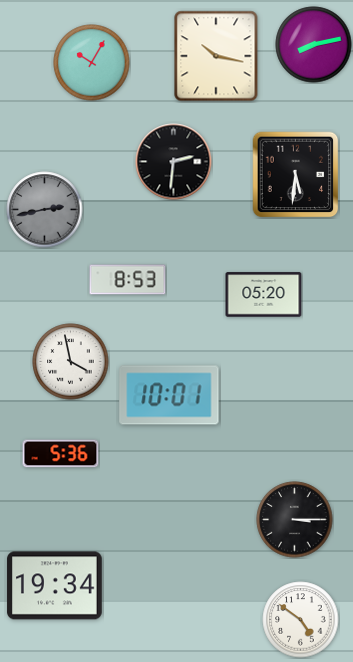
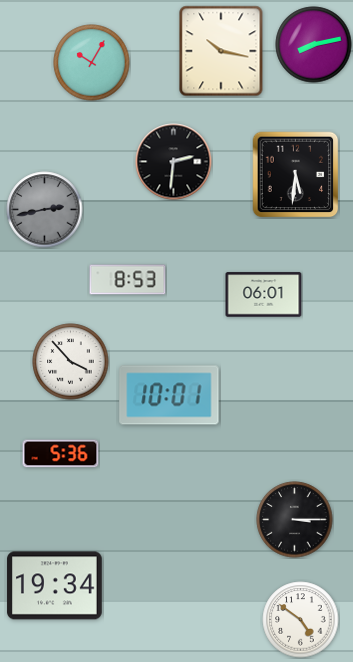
clock at (216, 56) position: (216, 56) -> (221, 51)
clock at (264, 295): 05:20 -> 06:01
clock at (71, 362): 3:58 -> 3:53
